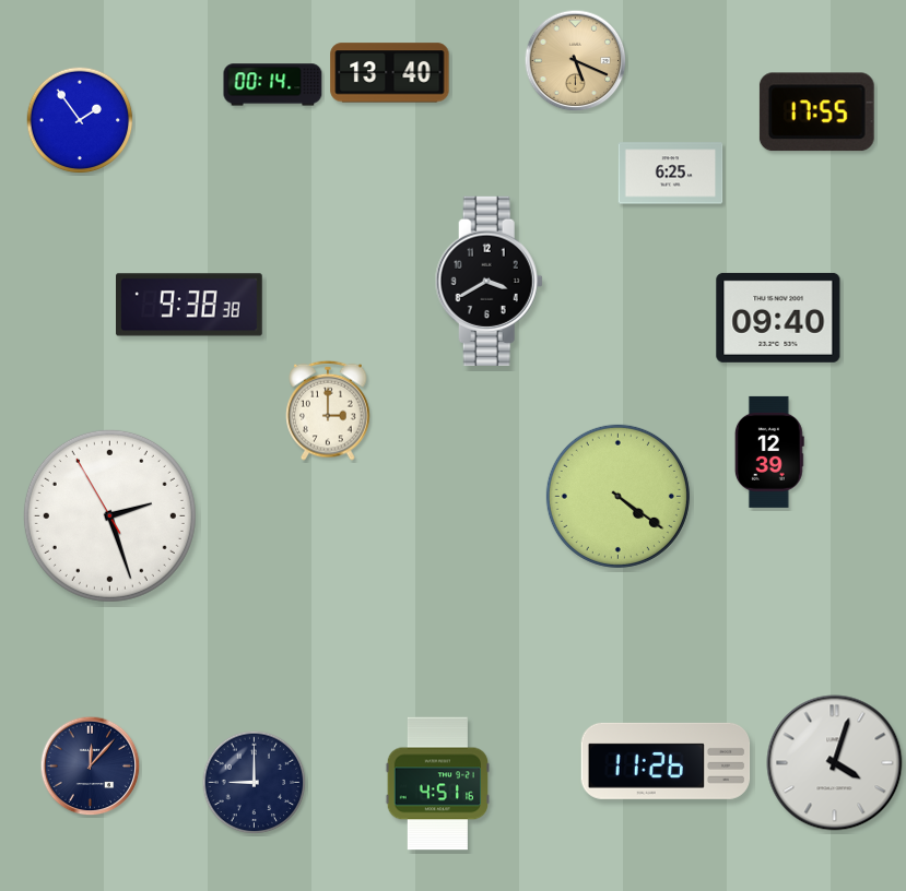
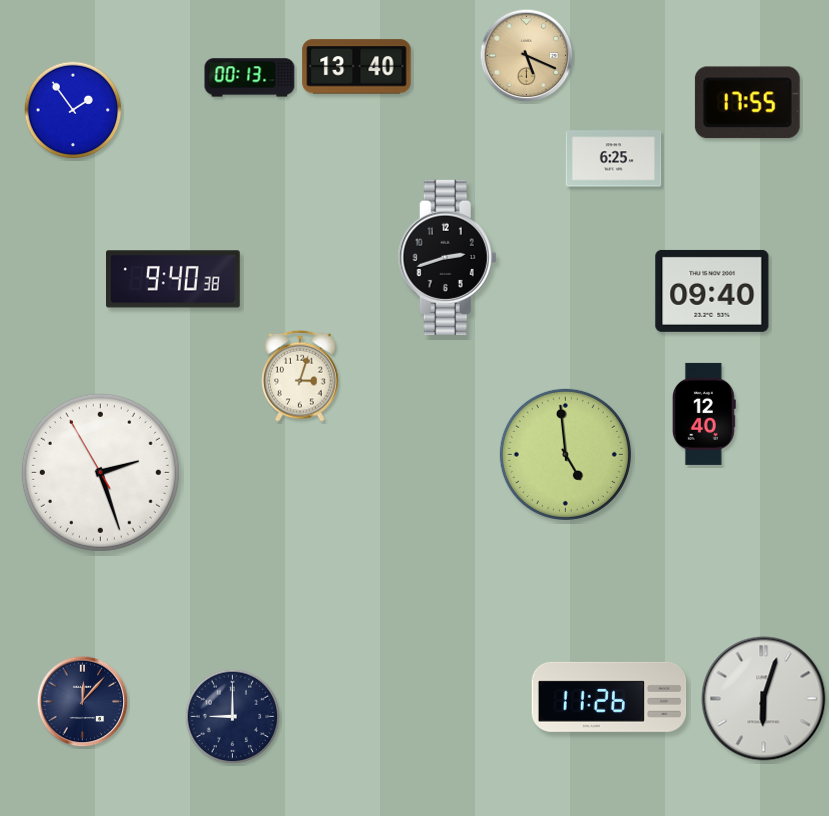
clock at (273, 85): 00:14 -> 00:13
clock at (489, 281): 3:40 -> 2:42
clock at (190, 305): 9:38 -> 9:40
clock at (328, 411): 3:00 -> 3:03
clock at (769, 452): 12:39 -> 12:40
clock at (617, 496): 4:21 -> 4:59
clock at (835, 763): 4:03 -> 6:03
clock at (437, 784): 4:51 -> none
